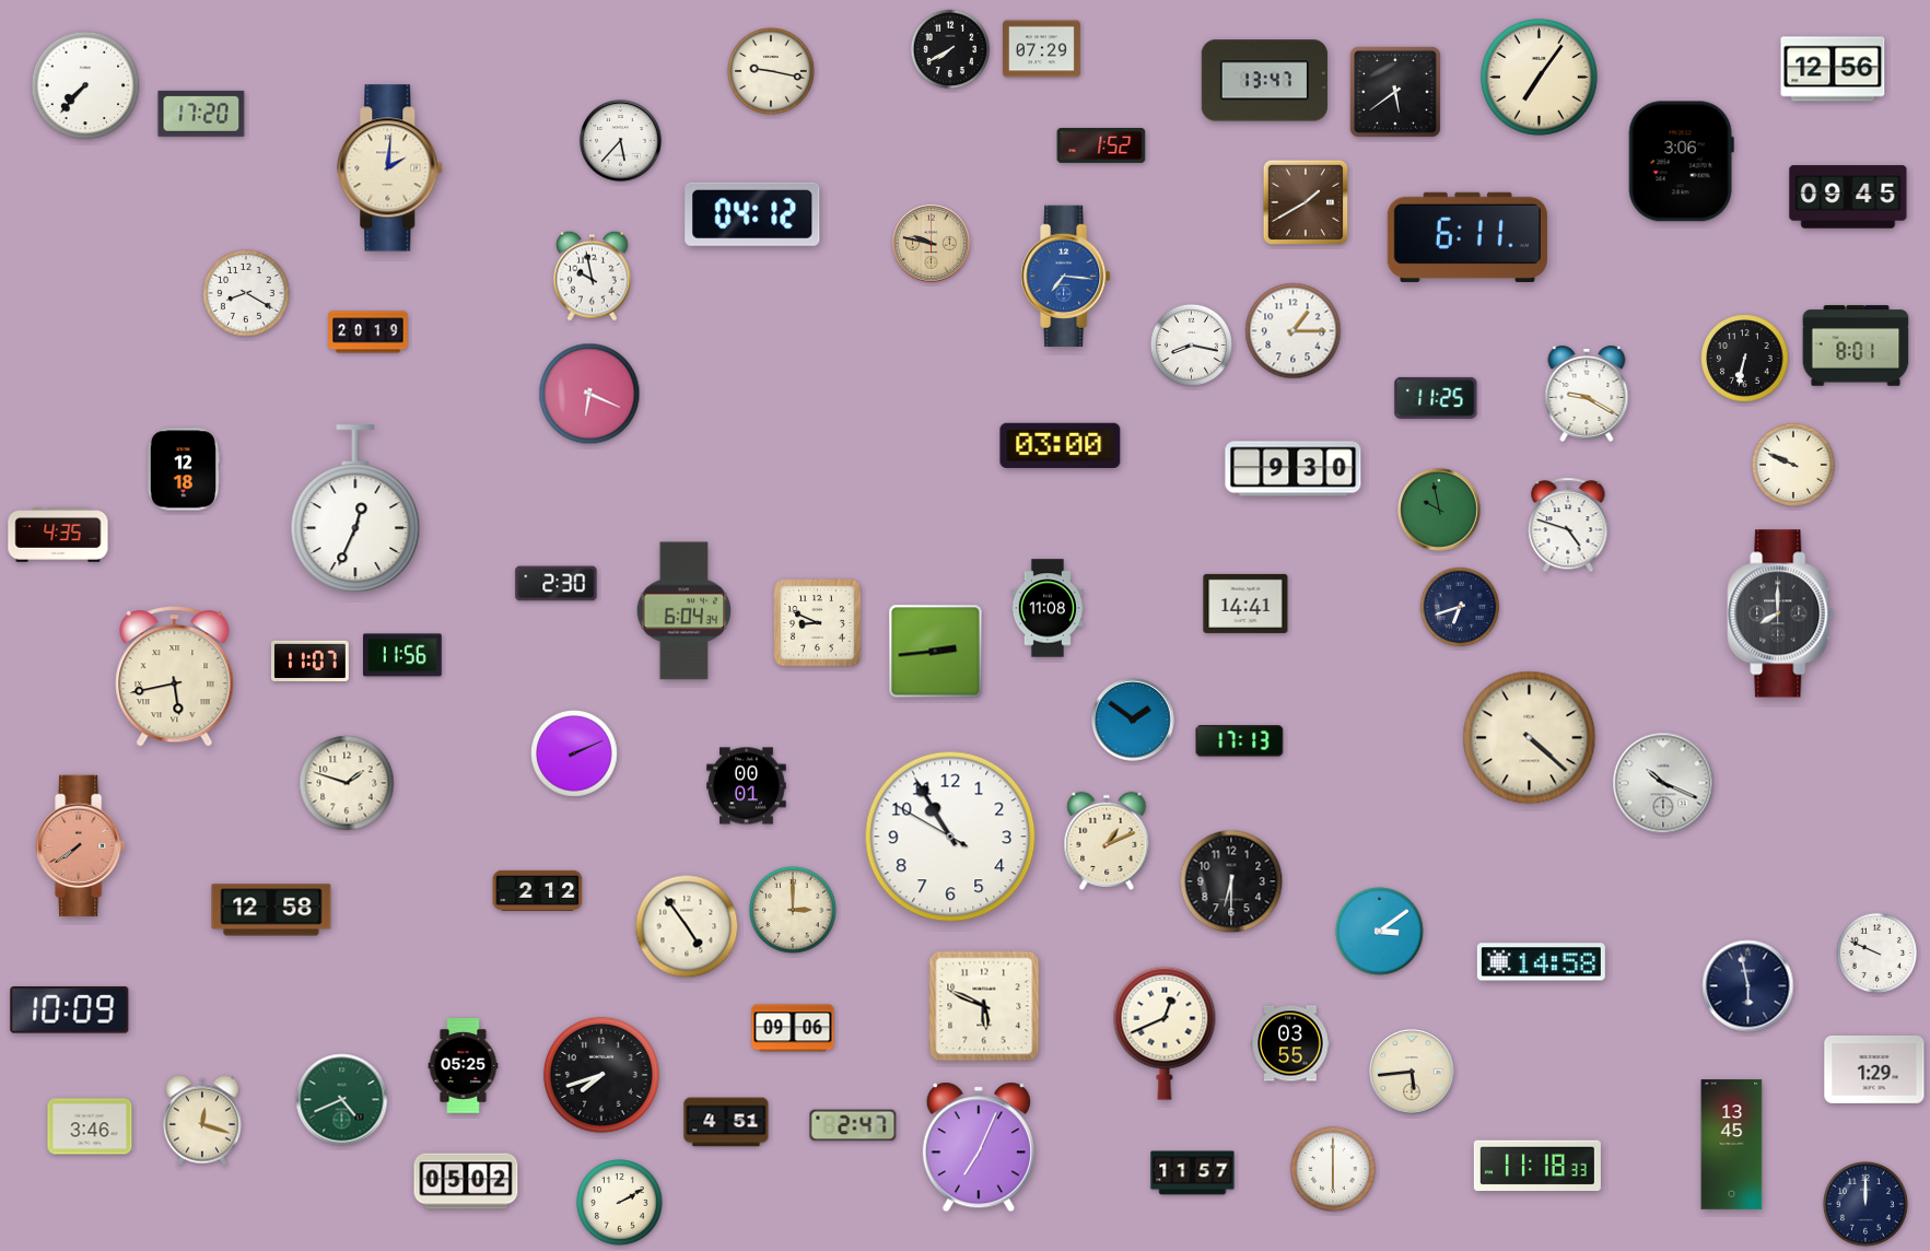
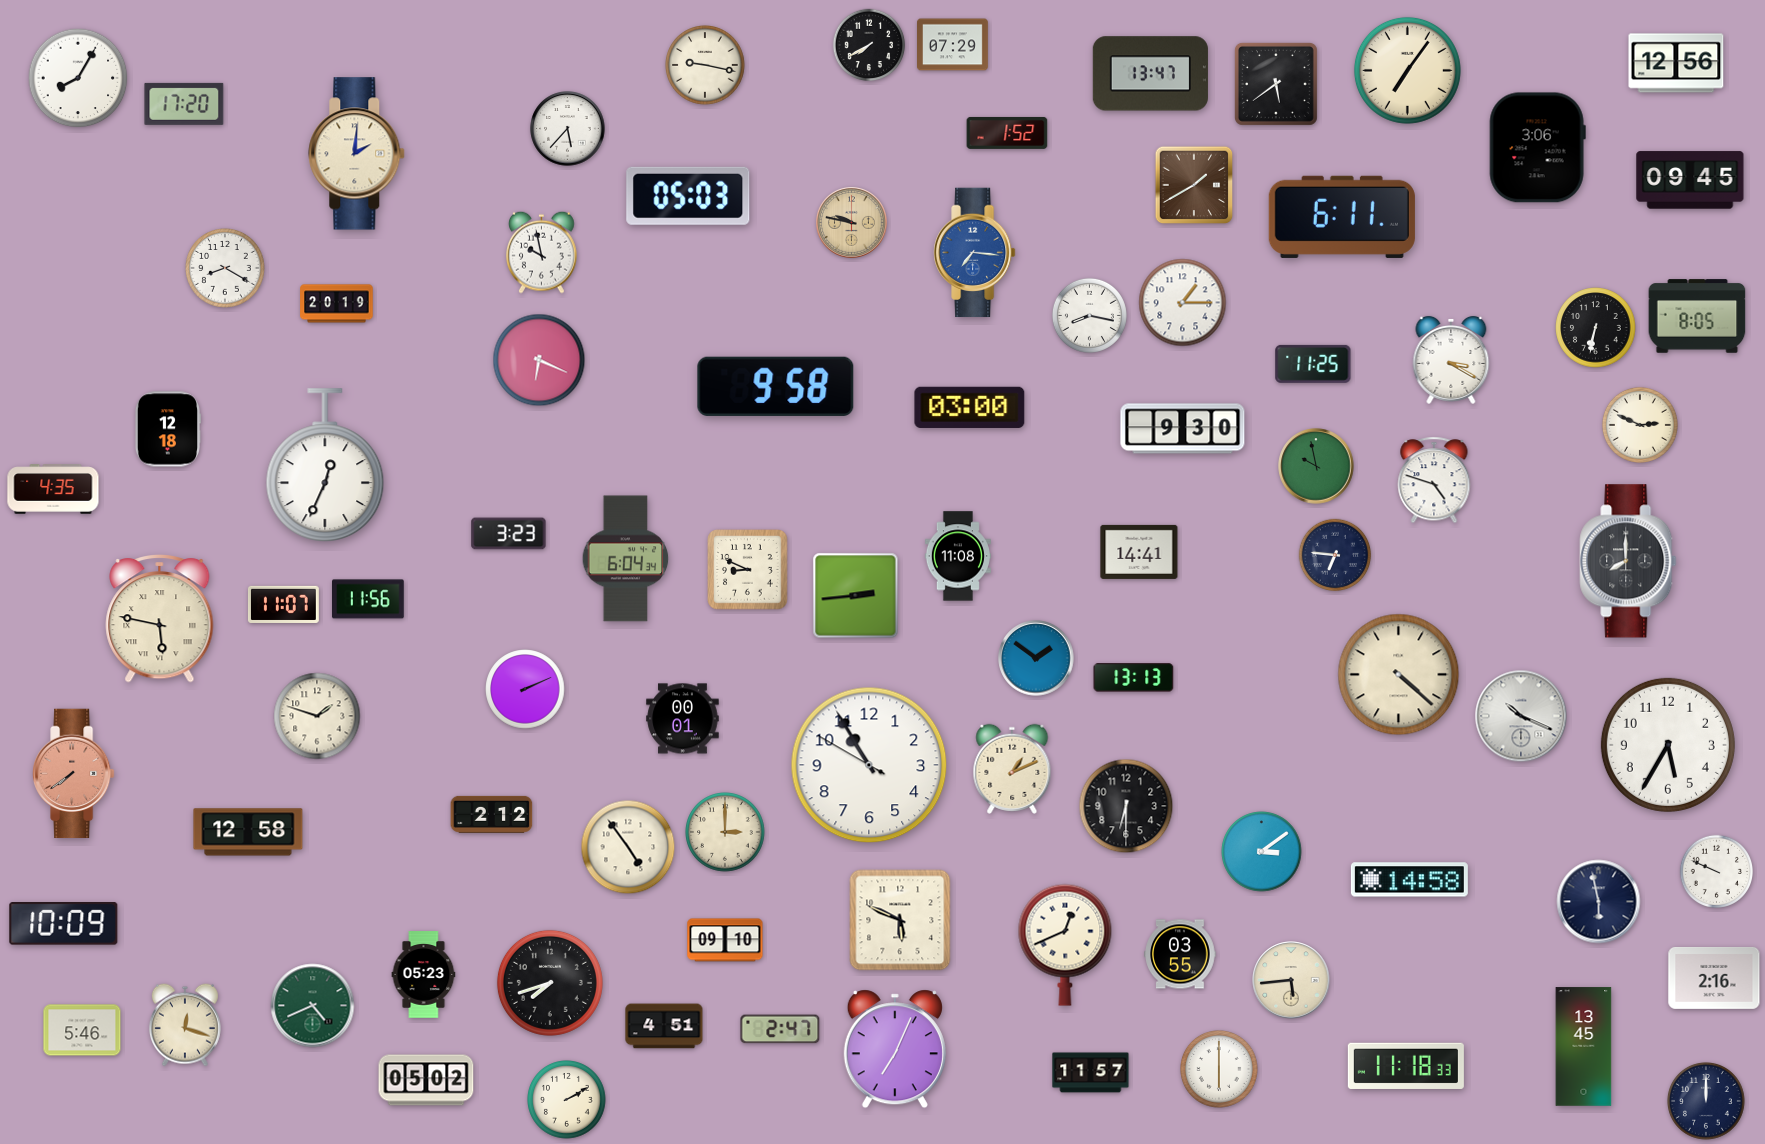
clock at (1264, 81) position: (1264, 81) -> (1150, 74)
clock at (85, 85): 7:37 -> 8:05
clock at (752, 214): 04:12 -> 05:03
clock at (1856, 346): 8:01 -> 8:05
clock at (1587, 394): 9:20 -> 3:20
clock at (776, 386): none -> 9:58
clock at (1793, 465): 9:49 -> 2:49
clock at (557, 584): 2:30 -> 3:23
clock at (1460, 607): 6:42 -> 6:46
clock at (175, 677): 5:43 -> 5:47
clock at (1240, 741): 17:13 -> 13:13
clock at (1668, 745): none -> 5:35
clock at (793, 1028): 09:06 -> 09:10
clock at (464, 1066): 05:25 -> 05:23
clock at (1874, 1069): 1:29 -> 2:16
clock at (90, 1126): 3:46 -> 5:46
